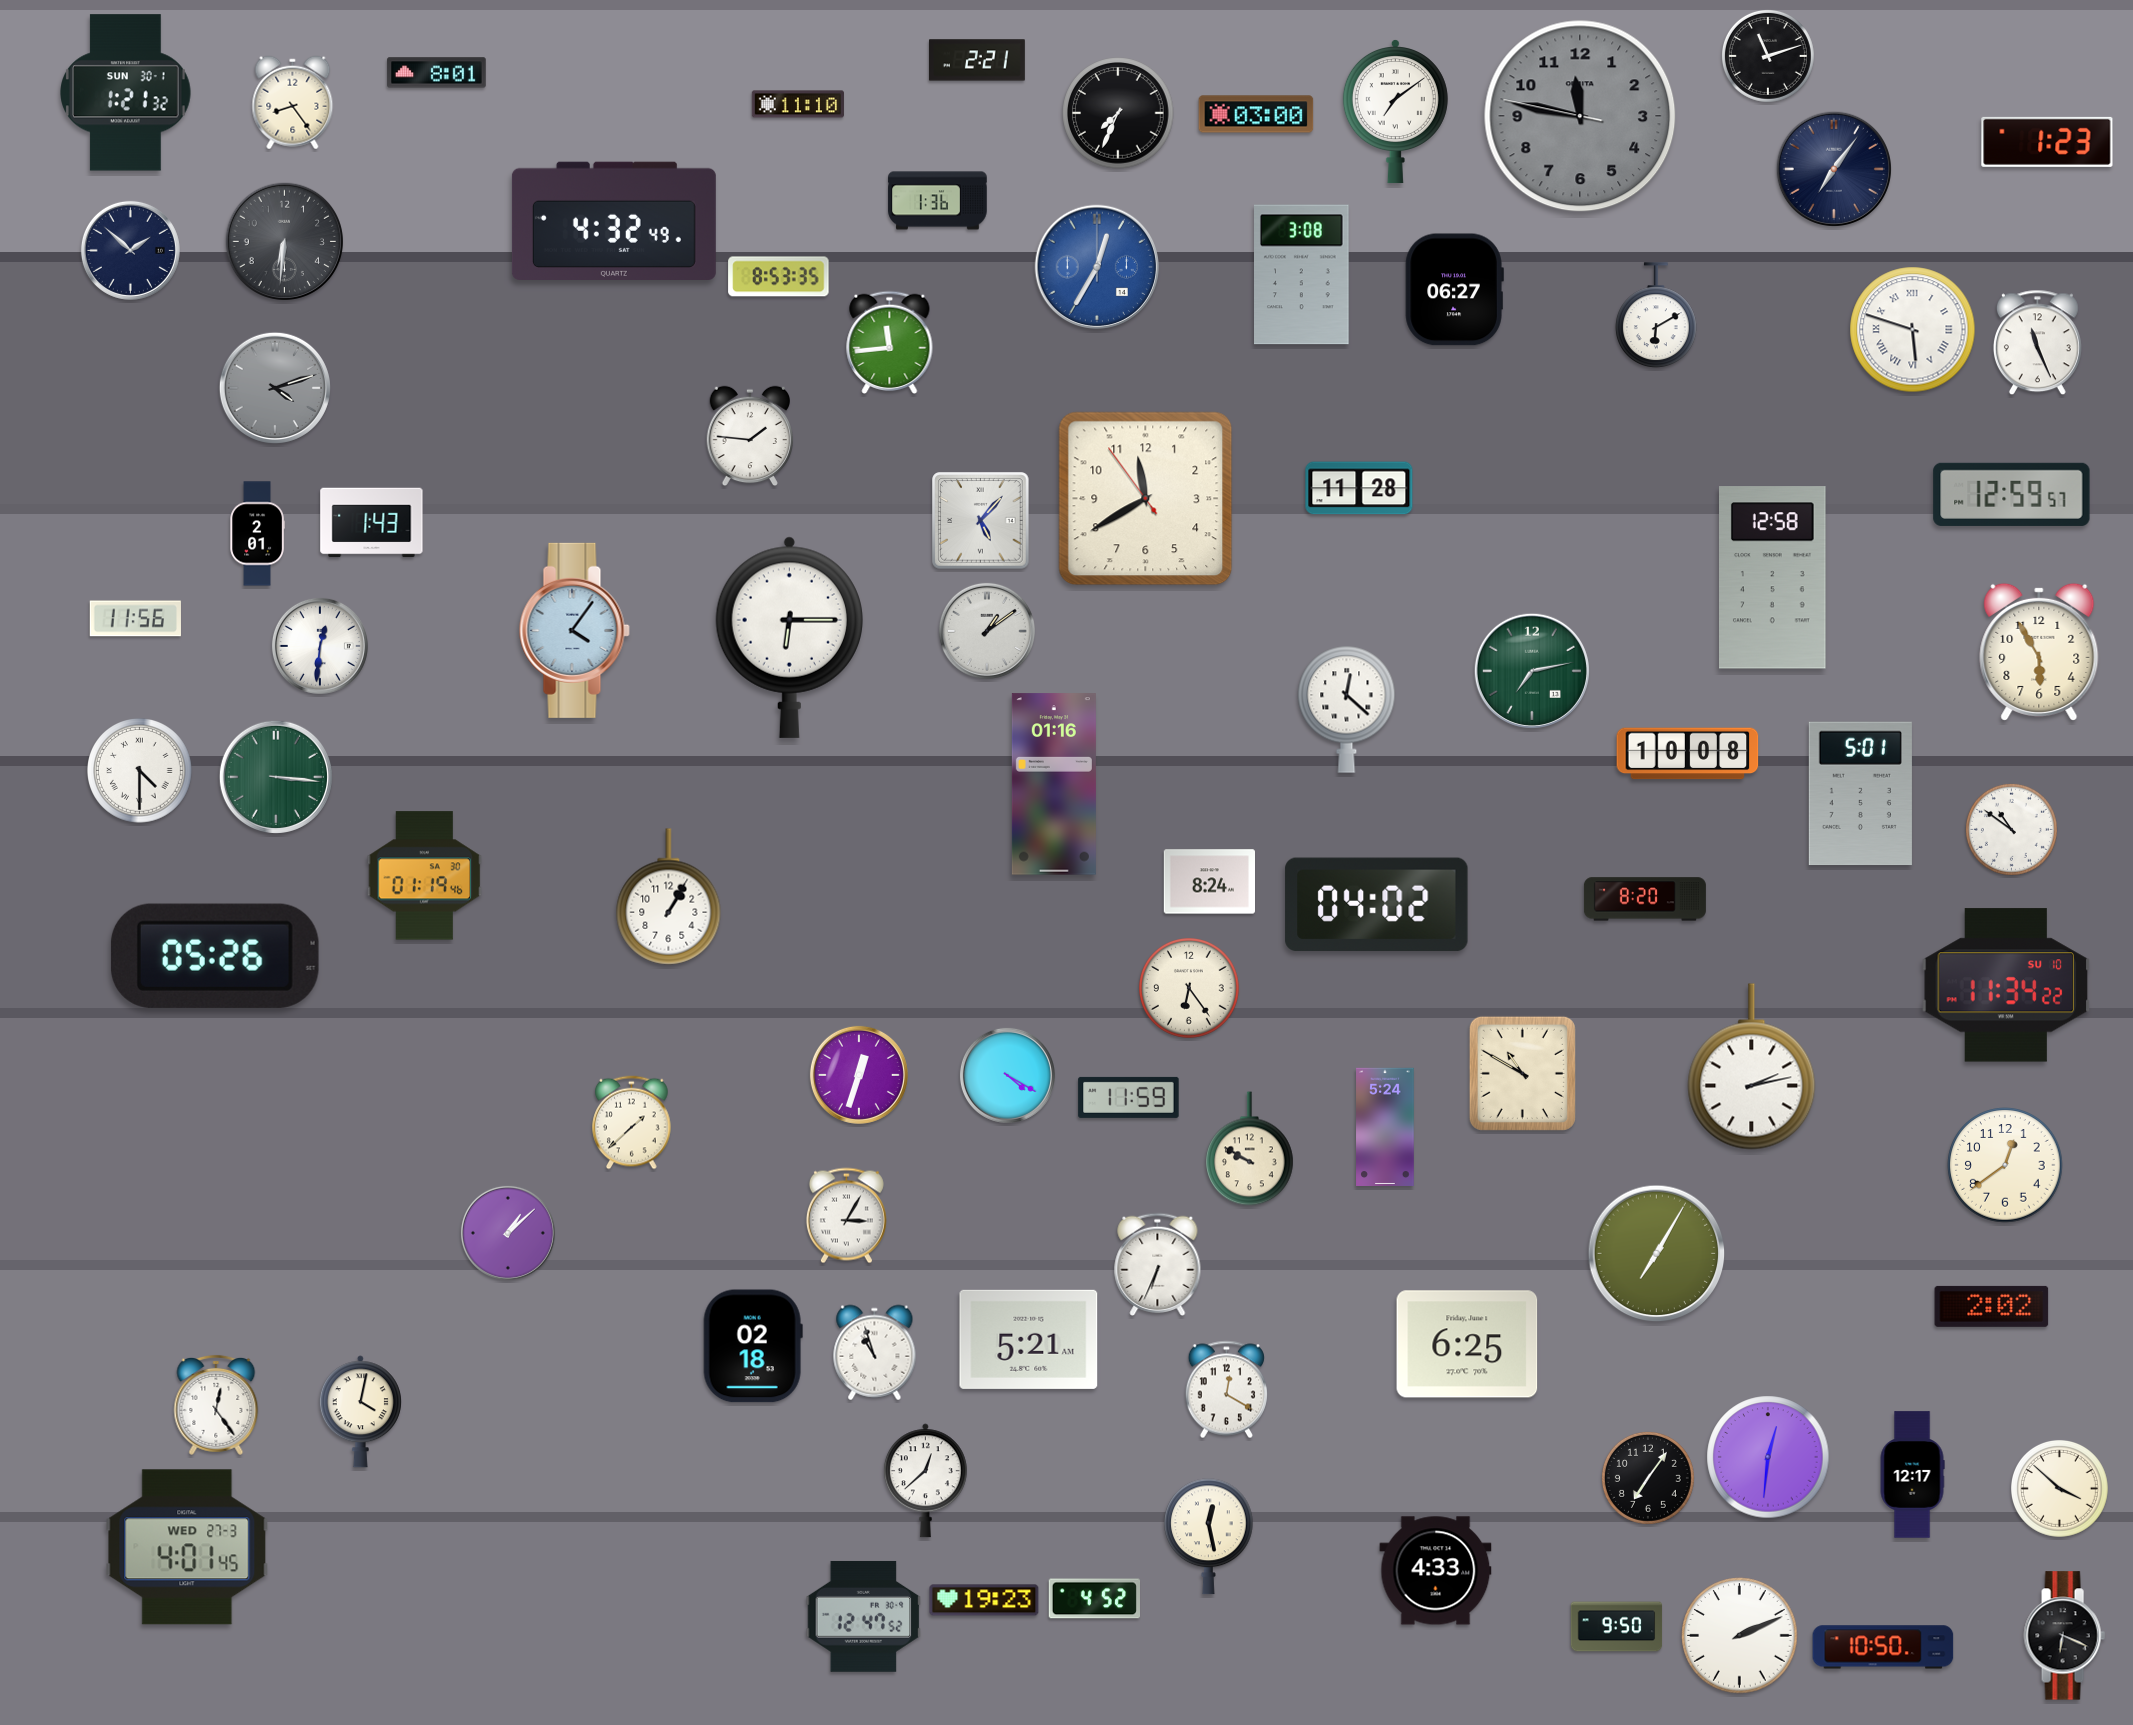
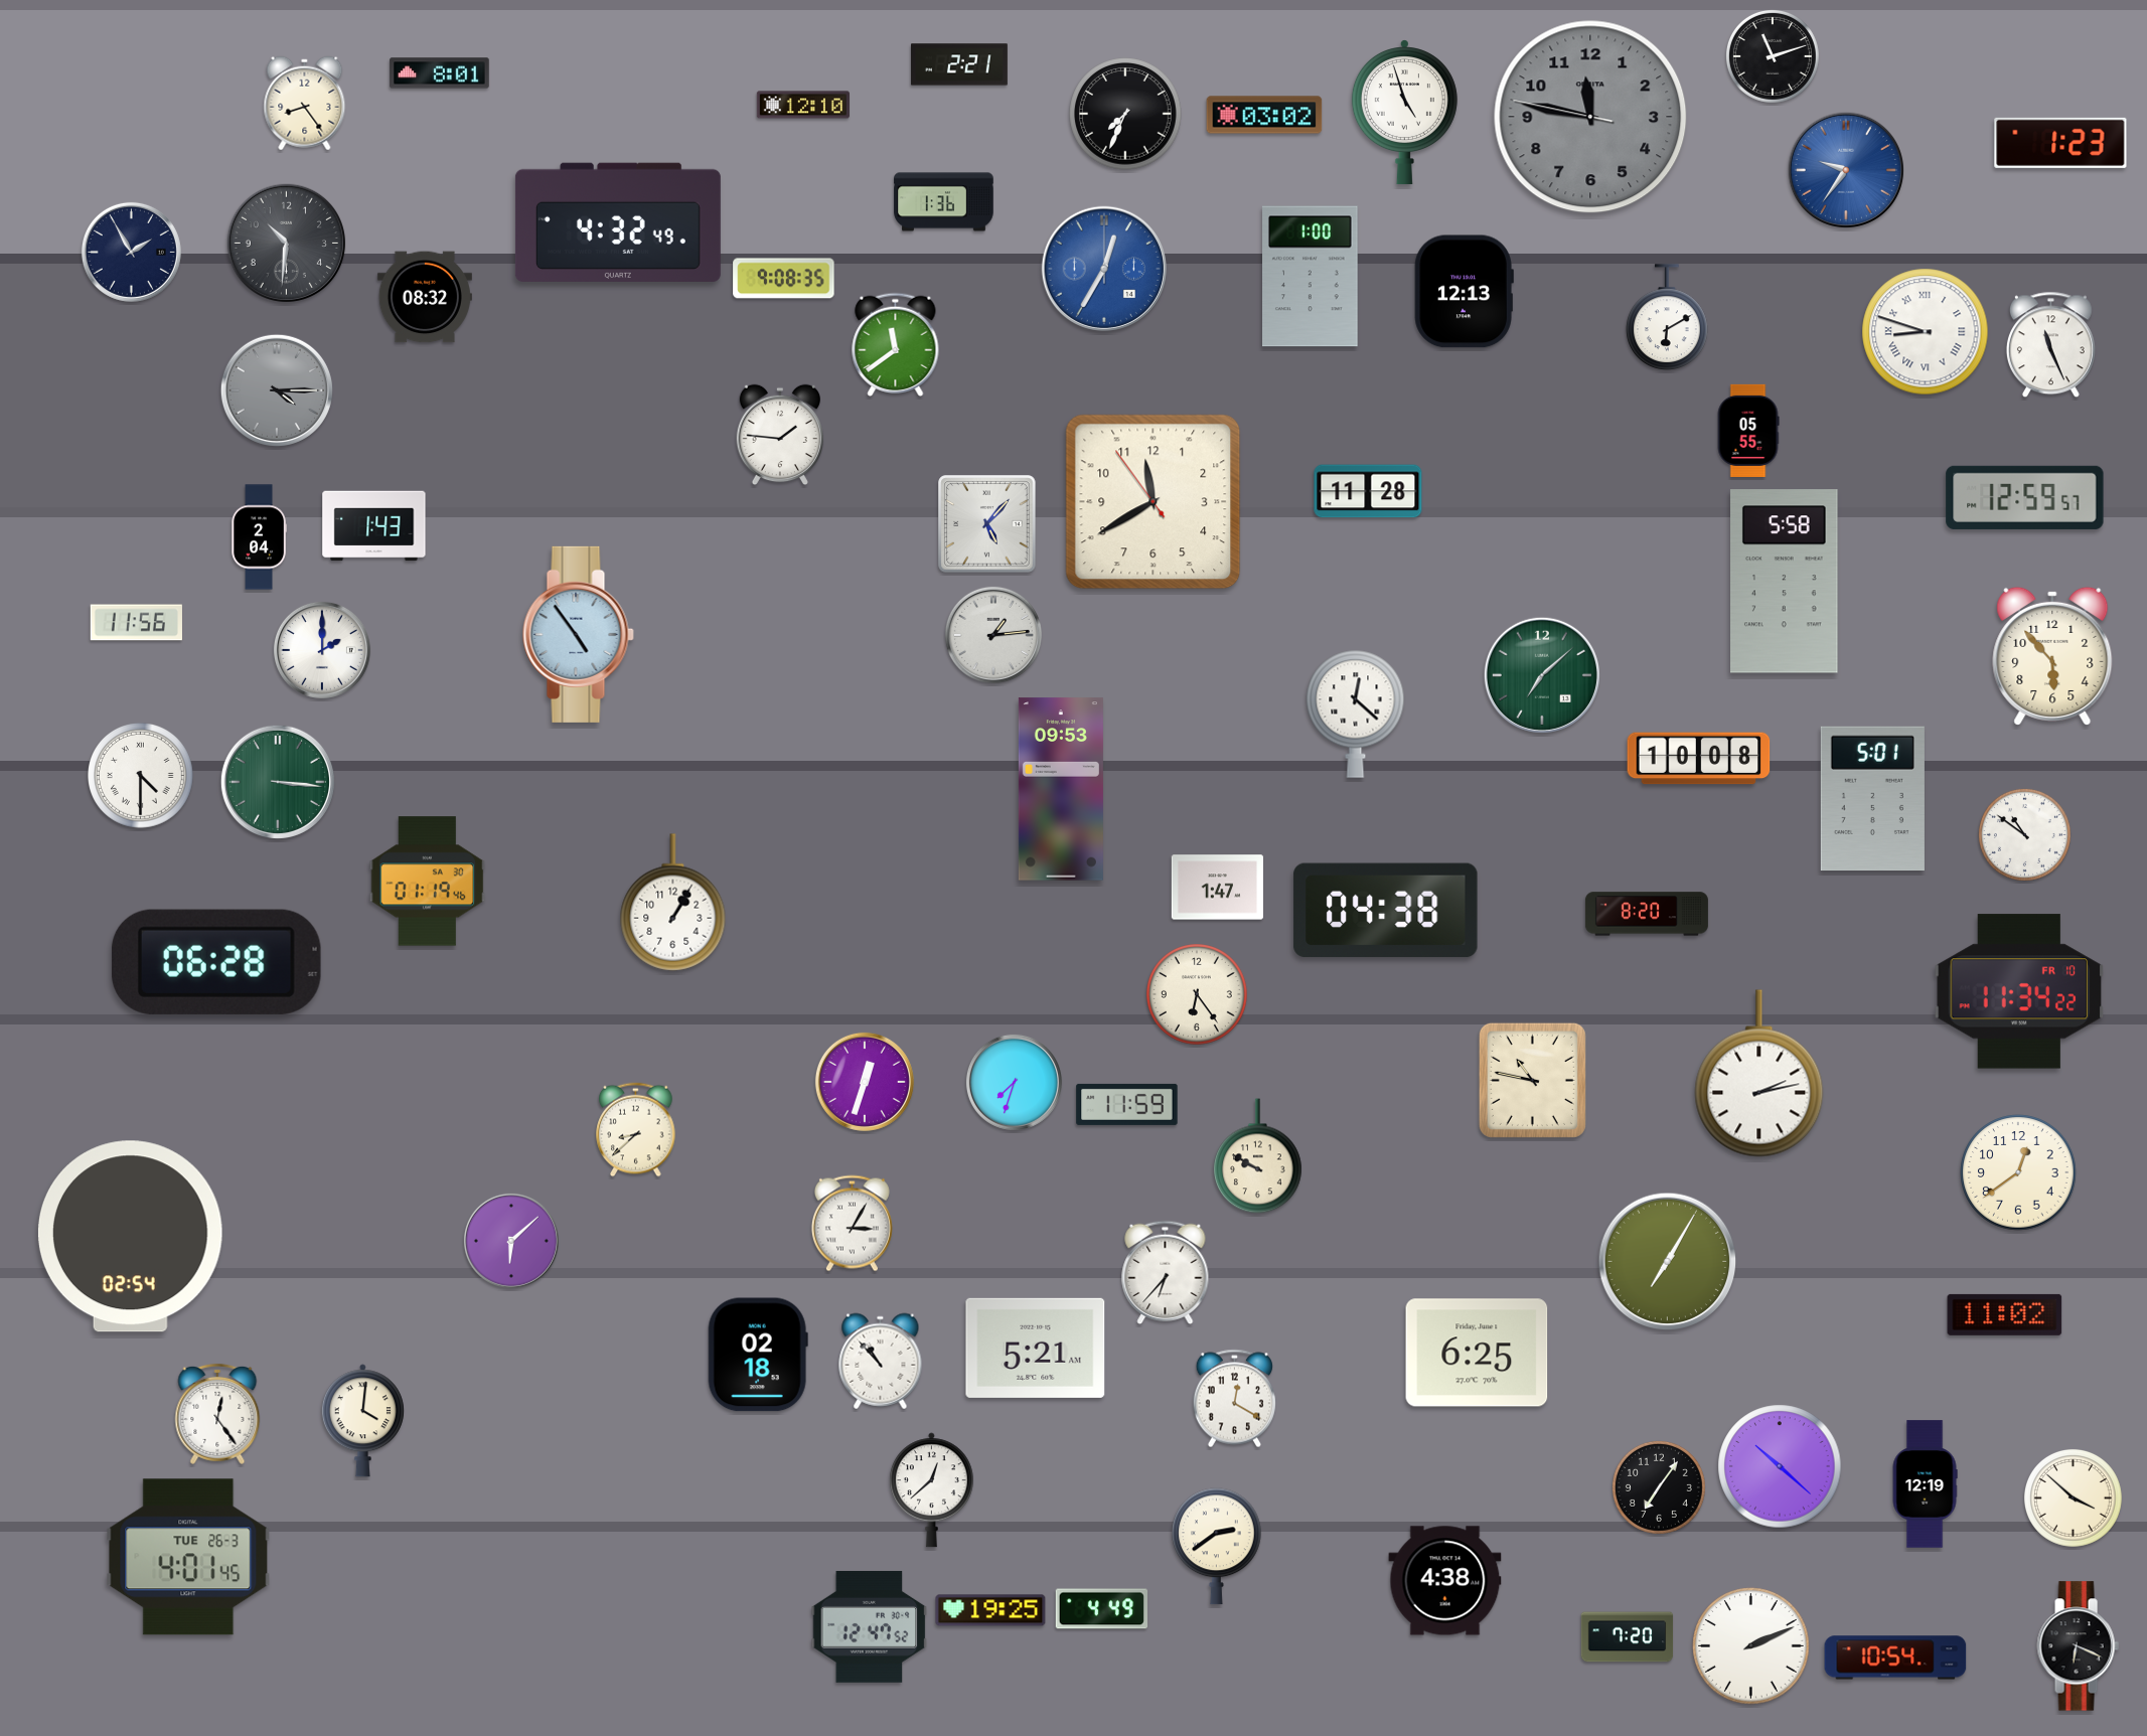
clock at (1768, 56) position: (1768, 56) -> (1773, 56)
clock at (977, 60) position: (977, 60) -> (959, 64)
clock at (126, 93): 1:21 -> none
clock at (293, 103) position: (293, 103) -> (305, 104)
clock at (798, 104): 11:10 -> 12:10
clock at (1395, 111): 7:09 -> 4:57
clock at (1256, 114): 03:00 -> 03:02
clock at (1834, 169): 7:06 -> 9:36
clock at (1834, 169) dial: navy -> blue
clock at (284, 241): 6:31 -> 10:31
clock at (130, 250): 1:52 -> 1:55
clock at (1302, 275): 3:08 -> 1:00
clock at (779, 277): 8:53 -> 9:08
clock at (1454, 290): 06:27 -> 12:13
clock at (425, 297): none -> 08:32
clock at (1913, 330): 5:48 -> 8:48
clock at (890, 342): 11:44 -> 11:39
clock at (275, 388): 4:12 -> 4:15
clock at (1748, 430): none -> 05:55
clock at (750, 436) position: (750, 436) -> (780, 435)
clock at (257, 534): 2:01 -> 2:04
clock at (1773, 578): 12:58 -> 5:58
clock at (574, 630): 4:06 -> 4:54
clock at (987, 631): 1:09 -> 1:14
clock at (789, 637): 6:15 -> none
clock at (320, 646): 12:31 -> 2:00
clock at (2039, 652): 5:55 -> 5:53
clock at (1532, 671): 7:13 -> 7:08
clock at (1054, 784): 01:16 -> 09:53
clock at (1209, 882): 8:24 -> 1:47
clock at (1645, 899) position: (1645, 899) -> (1647, 914)
clock at (1377, 905): 04:02 -> 04:38
clock at (215, 956): 05:26 -> 06:28
clock at (2006, 985) date: SU 10 -> FR 10
clock at (1752, 1067) position: (1752, 1067) -> (1759, 1074)
clock at (1522, 1073): 10:50 -> 10:47
clock at (1007, 1075): 4:20 -> 7:33
clock at (1129, 1097) position: (1129, 1097) -> (1127, 1104)
clock at (632, 1123): 1:38 -> 8:38
clock at (1385, 1127): 5:24 -> none
clock at (130, 1237): none -> 02:54
clock at (508, 1233): 1:08 -> 6:08
clock at (1158, 1264): 6:34 -> 6:37
clock at (1992, 1306): 2:02 -> 11:02
clock at (875, 1353): 10:57 -> 10:53
clock at (360, 1412): 4:02 -> 4:01
clock at (1768, 1457): 12:31 -> 10:22
clock at (1912, 1475): 12:17 -> 12:19
clock at (1209, 1537): 12:28 -> 2:39
clock at (187, 1547) date: WED 27-3 -> TUE 26-3
clock at (1436, 1571): 4:33 -> 4:38
clock at (1094, 1599): 4:52 -> 4:49
clock at (984, 1600): 19:23 -> 19:25
clock at (1617, 1627): 9:50 -> 7:20
clock at (1883, 1647): 10:50 -> 10:54
